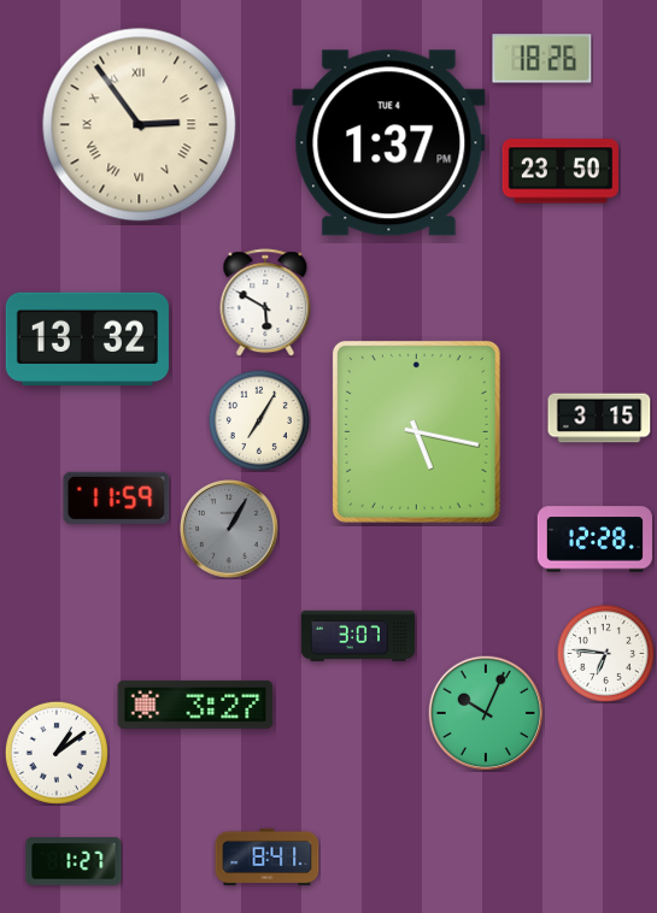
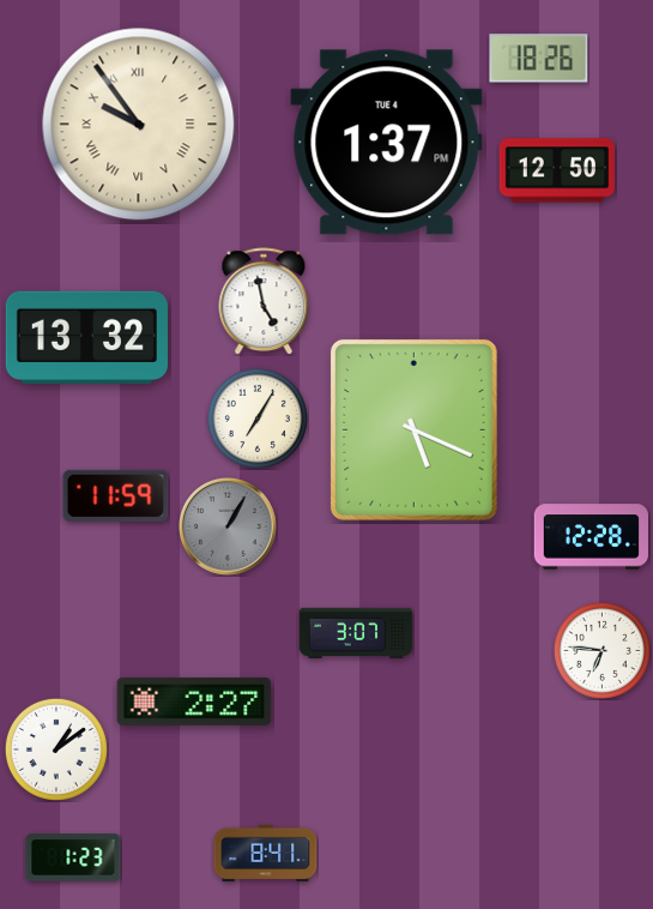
clock at (140, 125): 2:54 -> 9:54
clock at (561, 171): 23:50 -> 12:50
clock at (265, 302): 5:50 -> 4:58
clock at (599, 418): 3:15 -> none
clock at (416, 431): 5:17 -> 5:19
clock at (195, 705): 3:27 -> 2:27
clock at (486, 713): 10:04 -> none
clock at (74, 861): 1:27 -> 1:23
